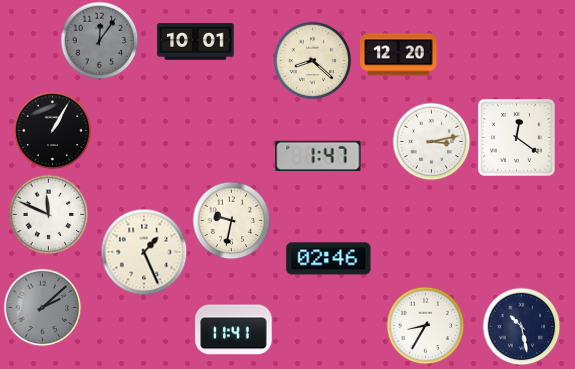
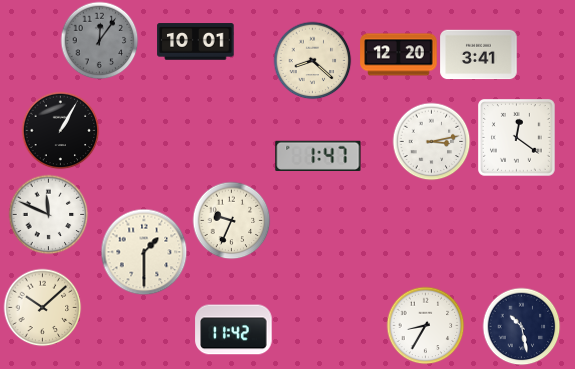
clock at (479, 55): none -> 3:41
clock at (52, 130) position: (52, 130) -> (60, 130)
clock at (231, 220): 9:32 -> 9:34
clock at (144, 252): 1:26 -> 1:30
clock at (329, 259): 02:46 -> none
clock at (42, 307): 2:08 -> 10:08
clock at (42, 307) dial: grey -> cream
clock at (234, 330): 11:41 -> 11:42
